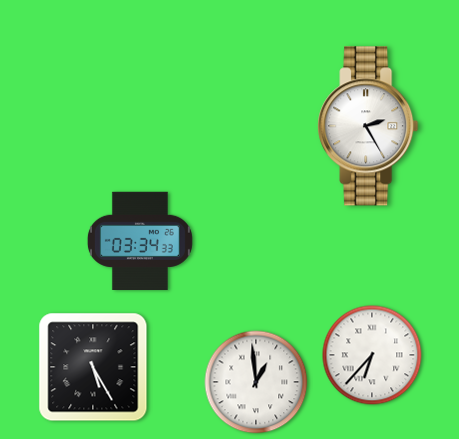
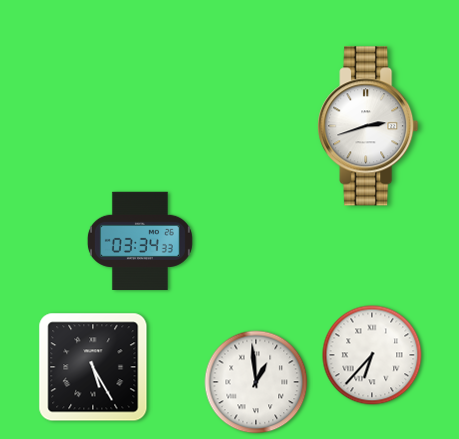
clock at (368, 126): 2:25 -> 2:42
